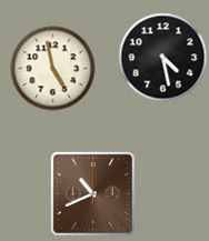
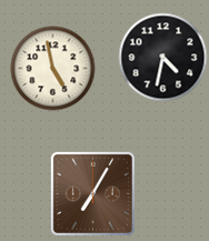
clock at (163, 58): 4:28 -> 4:32
clock at (92, 193): 10:41 -> 7:05
